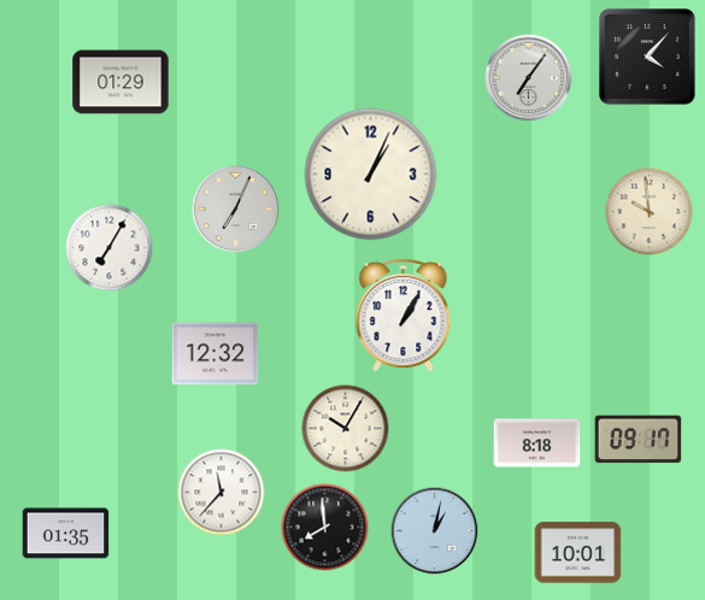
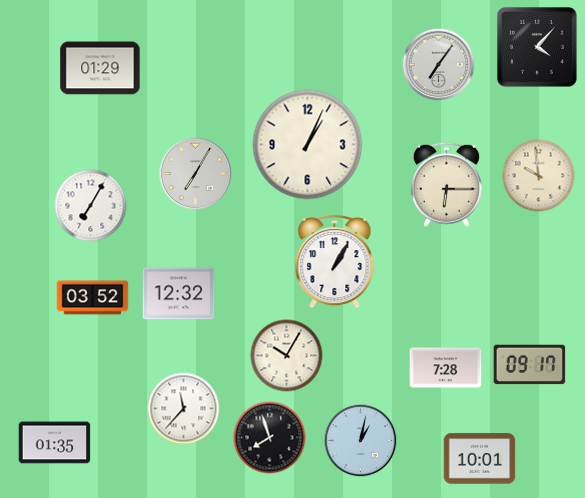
clock at (236, 210): 7:04 -> 7:05
clock at (446, 184): none -> 6:15
clock at (93, 298): none -> 03:52
clock at (537, 443): 8:18 -> 7:28
clock at (325, 528): 7:59 -> 7:57
